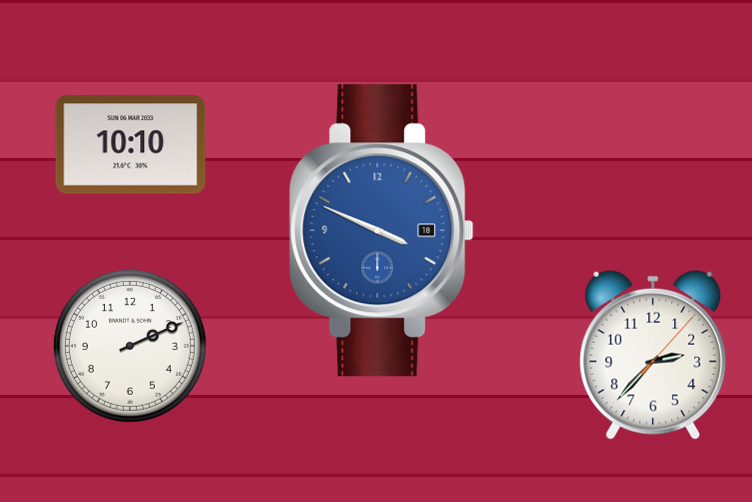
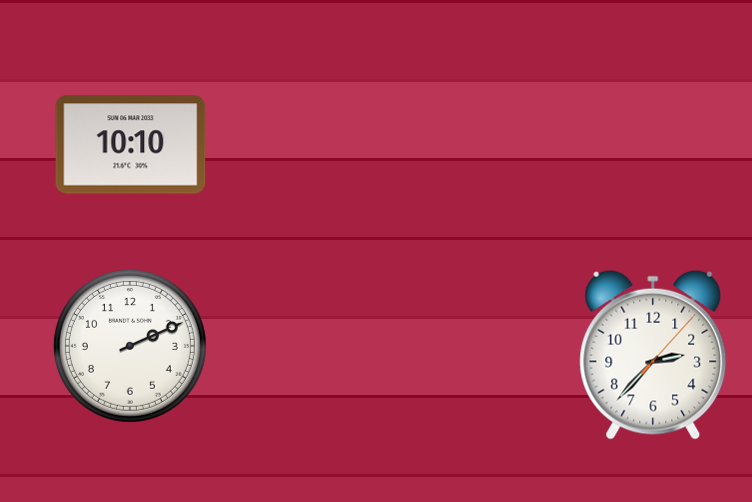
clock at (382, 231): 3:49 -> none
